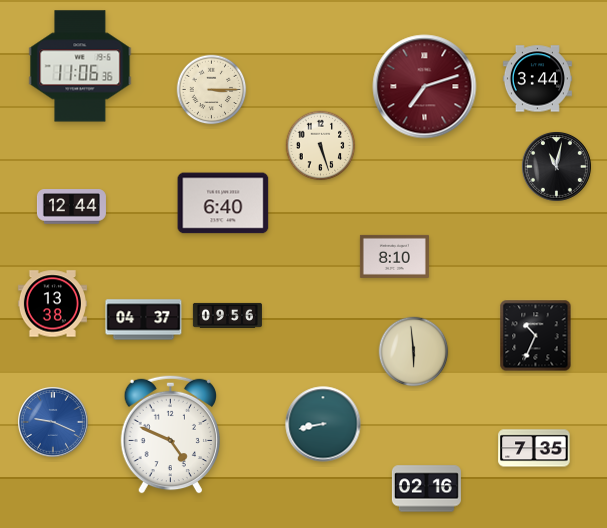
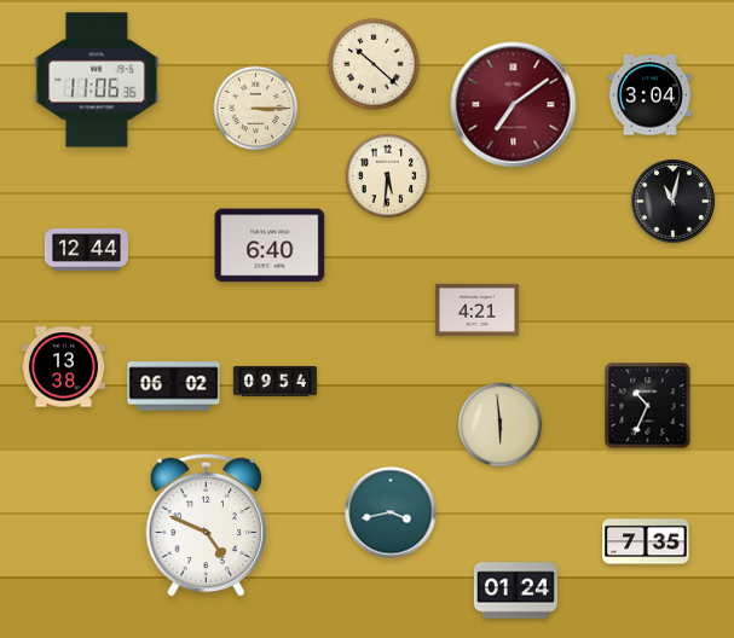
clock at (374, 64): none -> 10:22
clock at (537, 79): 3:44 -> 3:04
clock at (425, 87): 7:12 -> 7:09
clock at (321, 146): 5:27 -> 5:31
clock at (394, 256): 8:10 -> 4:21
clock at (227, 315): 09:56 -> 09:54
clock at (144, 320): 04:37 -> 06:02
clock at (53, 422): 9:19 -> none
clock at (323, 424): 8:43 -> 3:43
clock at (426, 489): 02:16 -> 01:24
